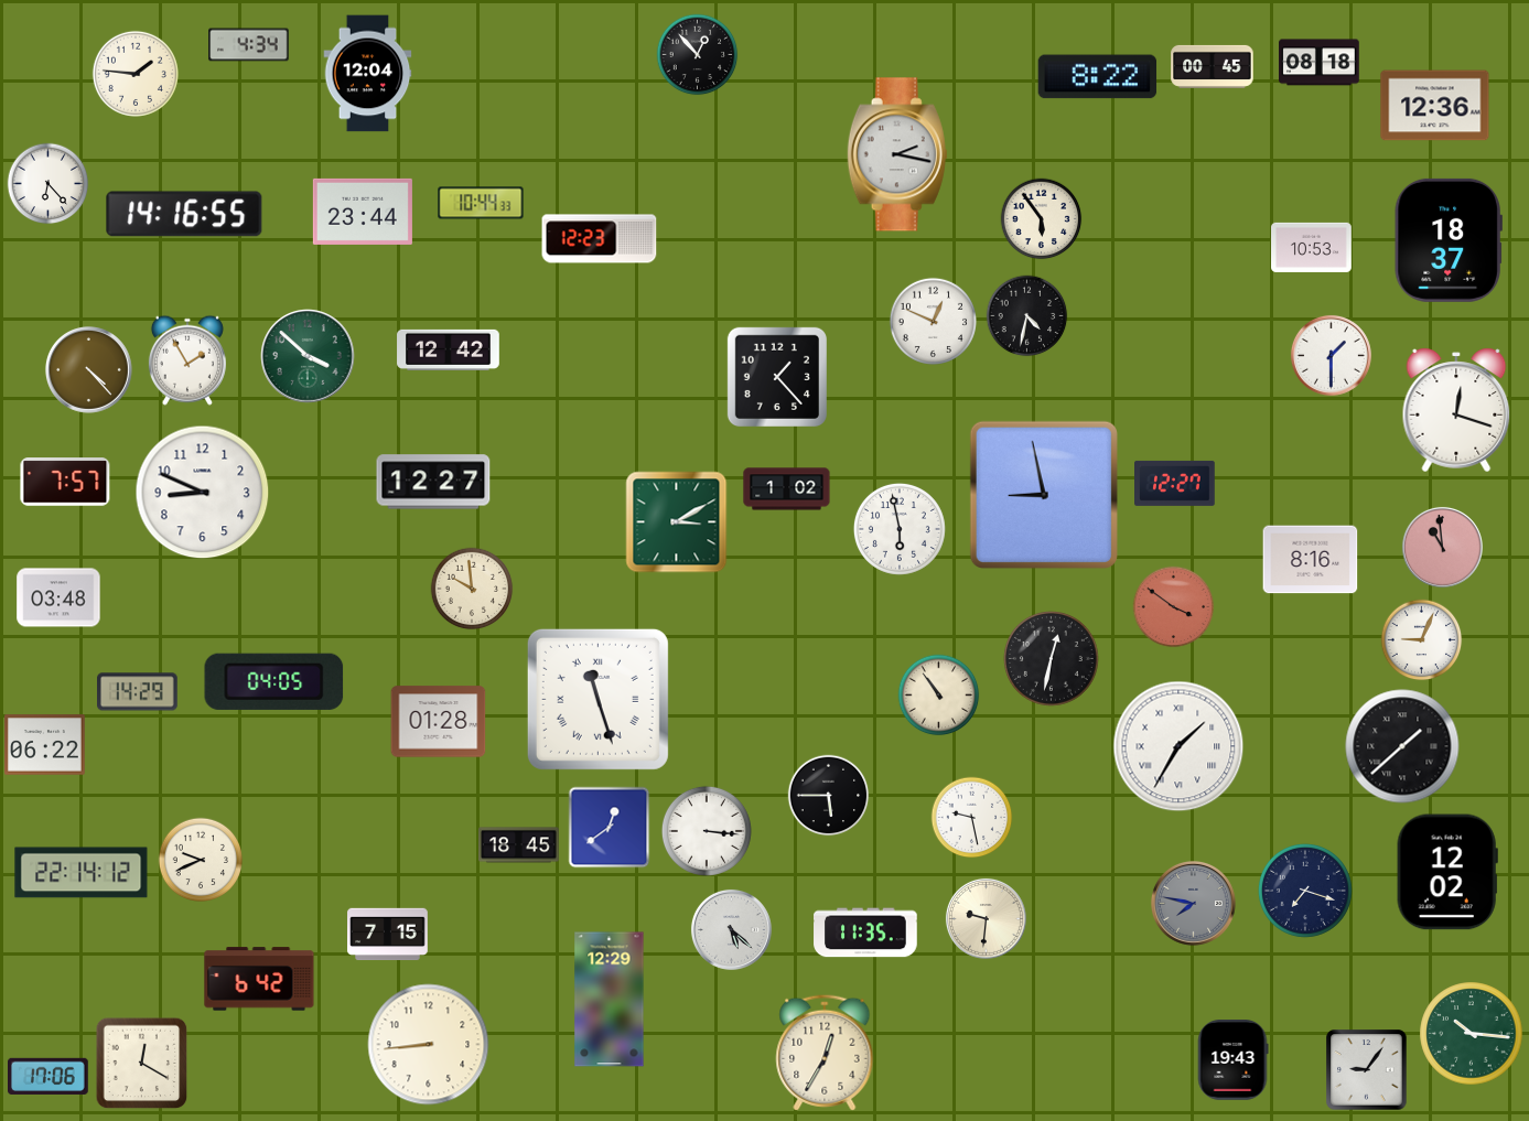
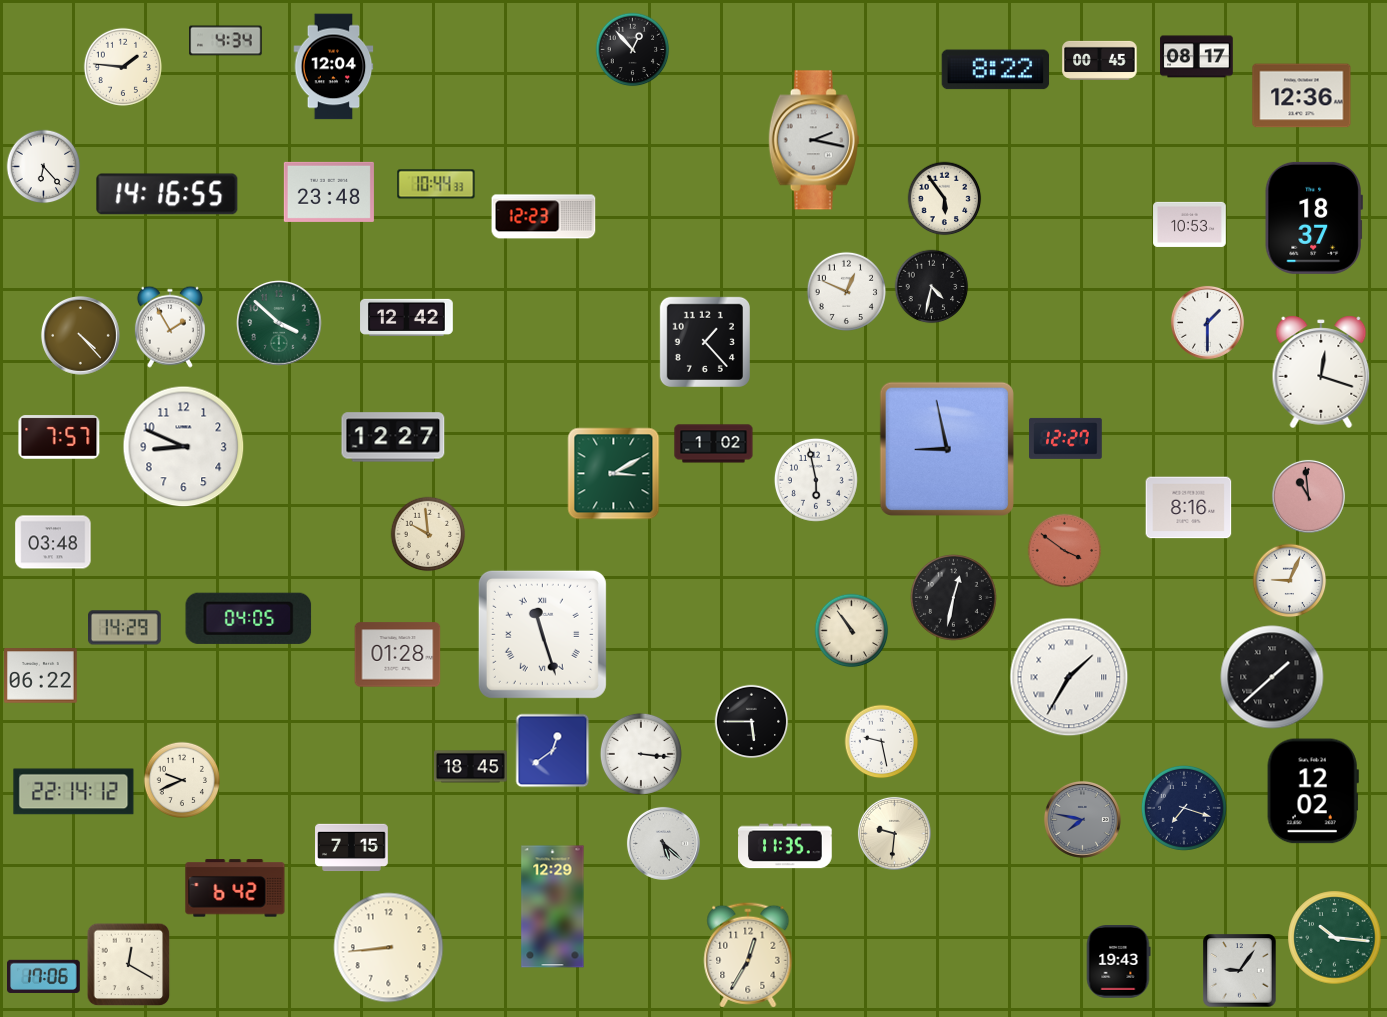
clock at (1320, 63): 08:18 -> 08:17
clock at (363, 212): 23:44 -> 23:48
